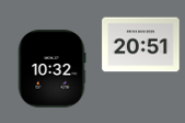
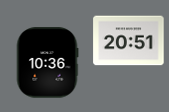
clock at (51, 69): 10:32 -> 10:36
